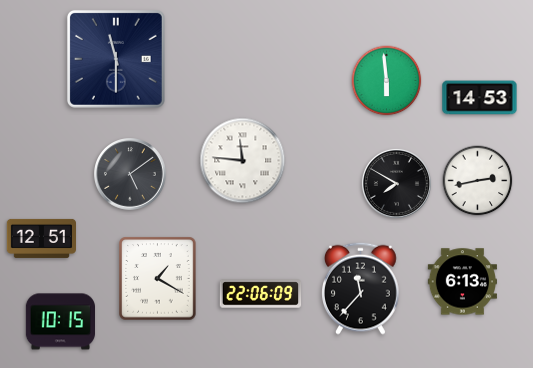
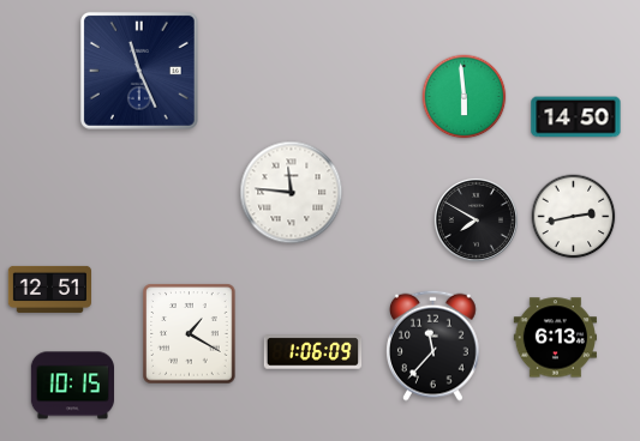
clock at (116, 59): 11:30 -> 11:26
clock at (480, 98): 14:53 -> 14:50
clock at (131, 175): 5:09 -> none
clock at (41, 238) position: (41, 238) -> (49, 289)
clock at (261, 294): 22:06 -> 1:06
